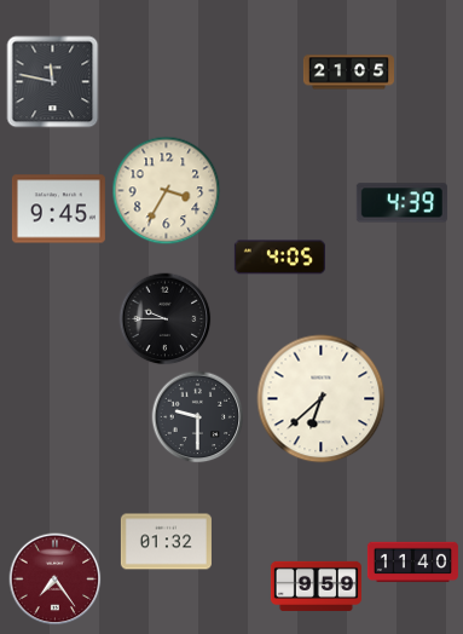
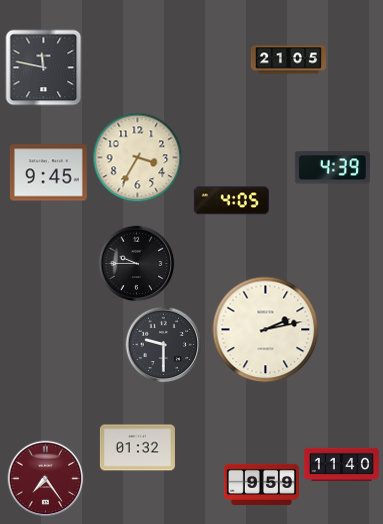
clock at (279, 258) position: (279, 258) -> (231, 201)
clock at (322, 399): 6:38 -> 2:13
